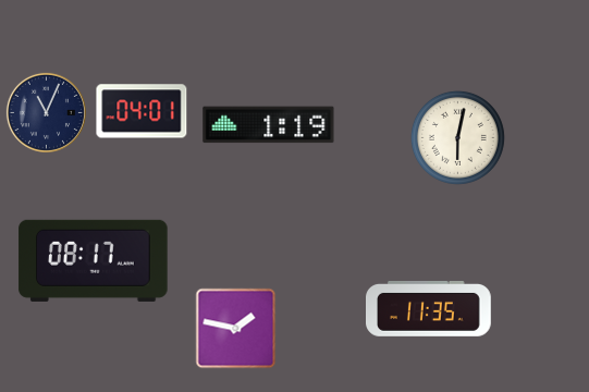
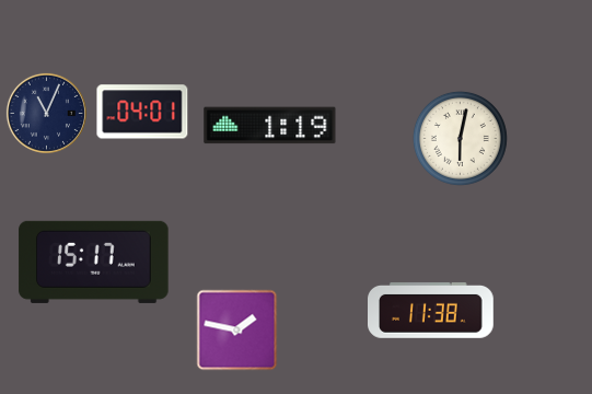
clock at (94, 260): 08:17 -> 15:17
clock at (429, 308): 11:35 -> 11:38
